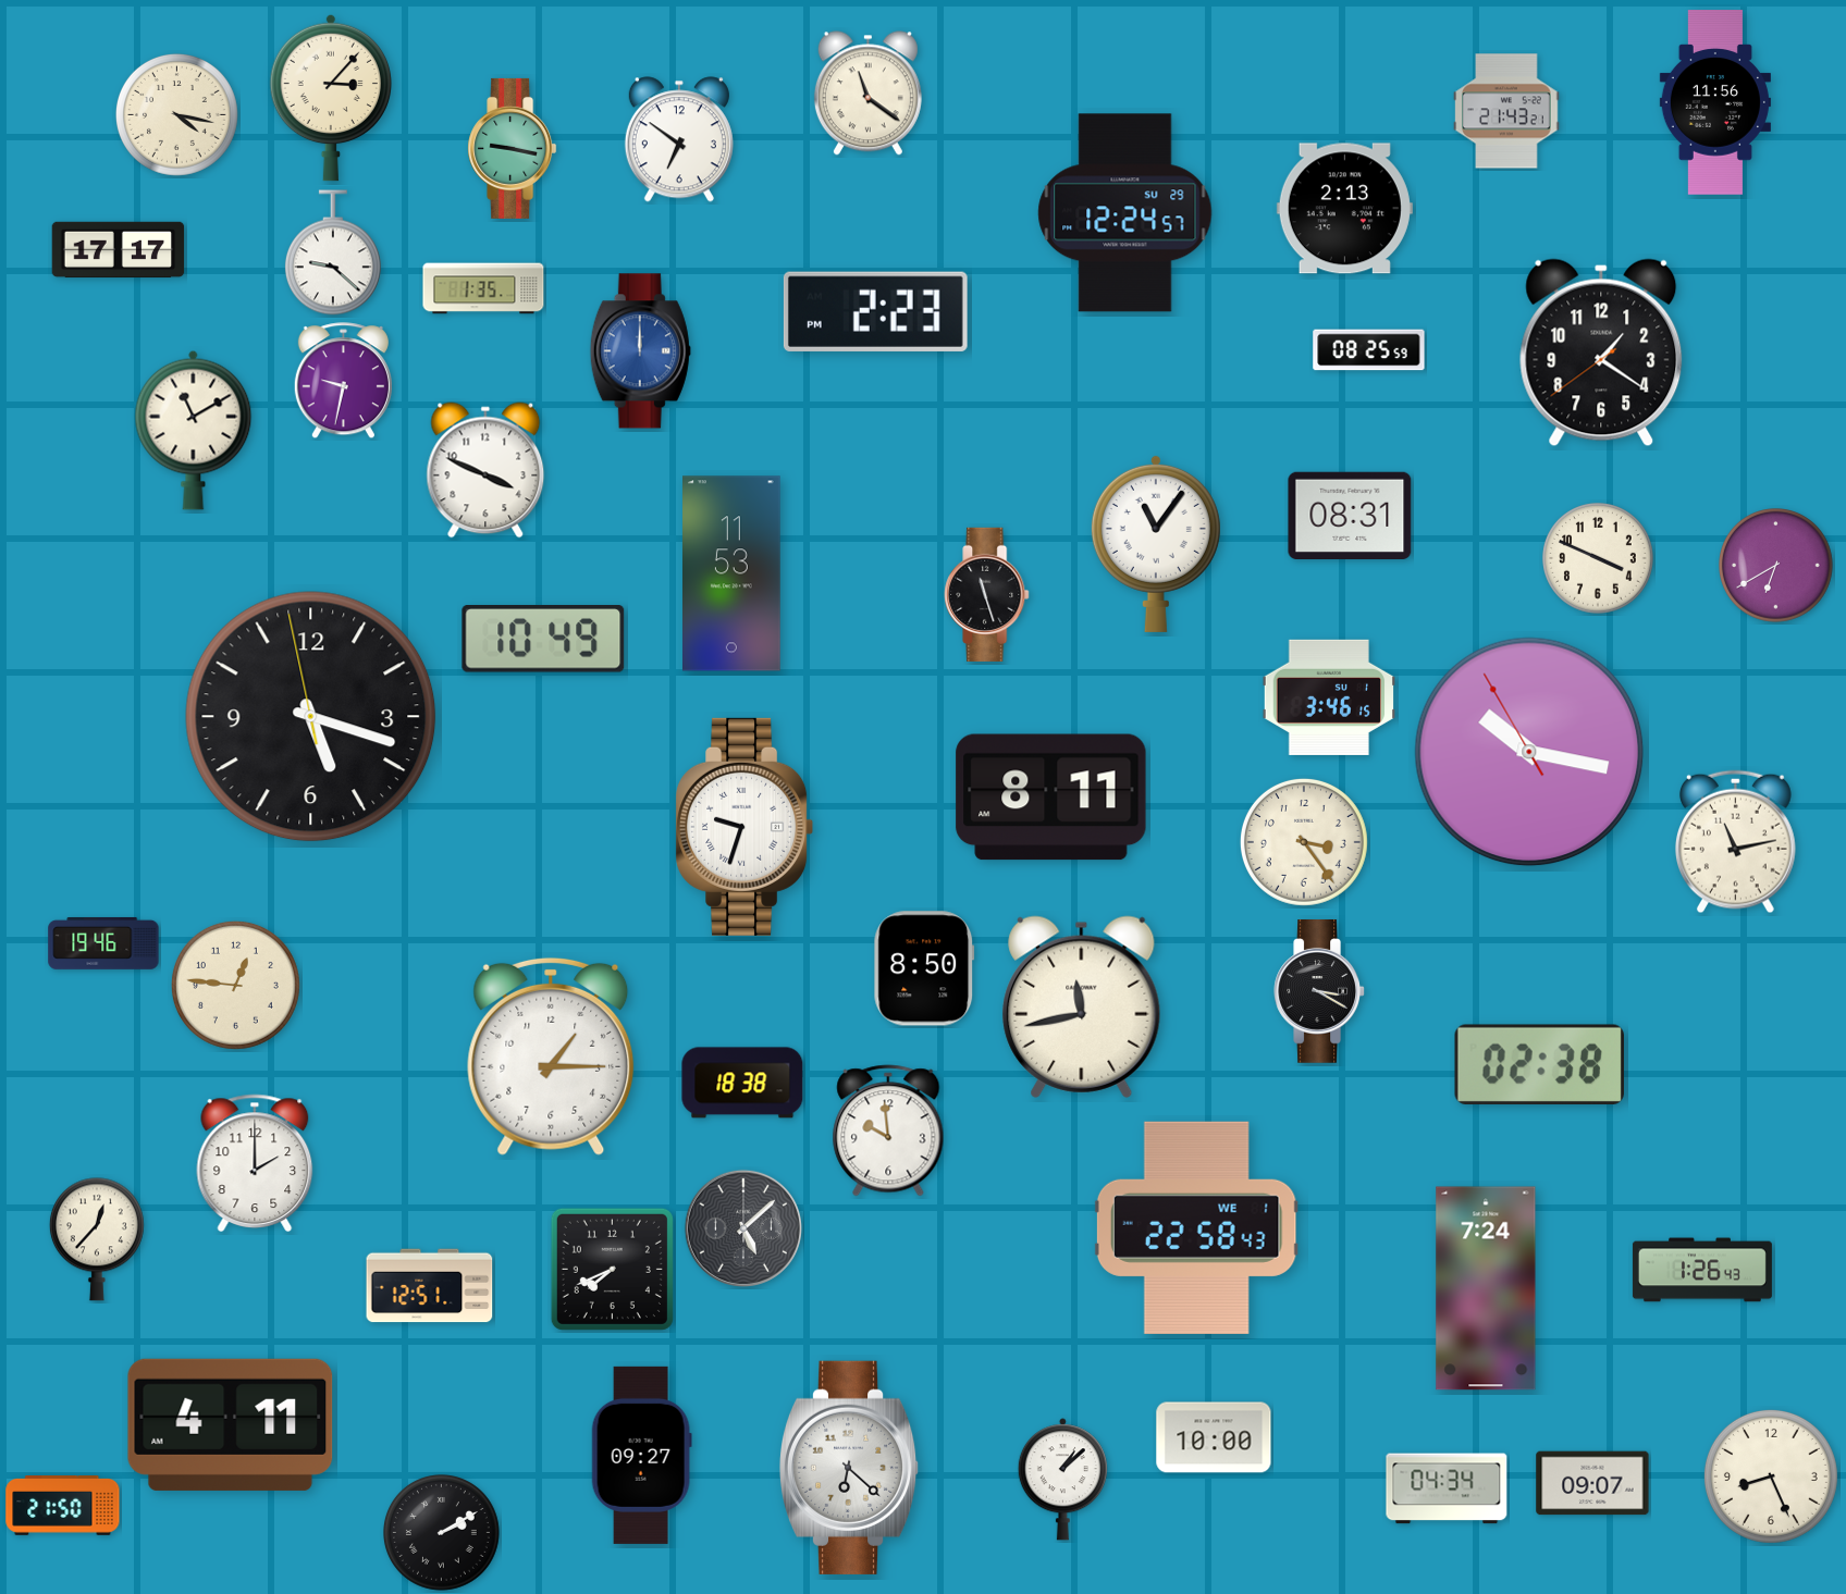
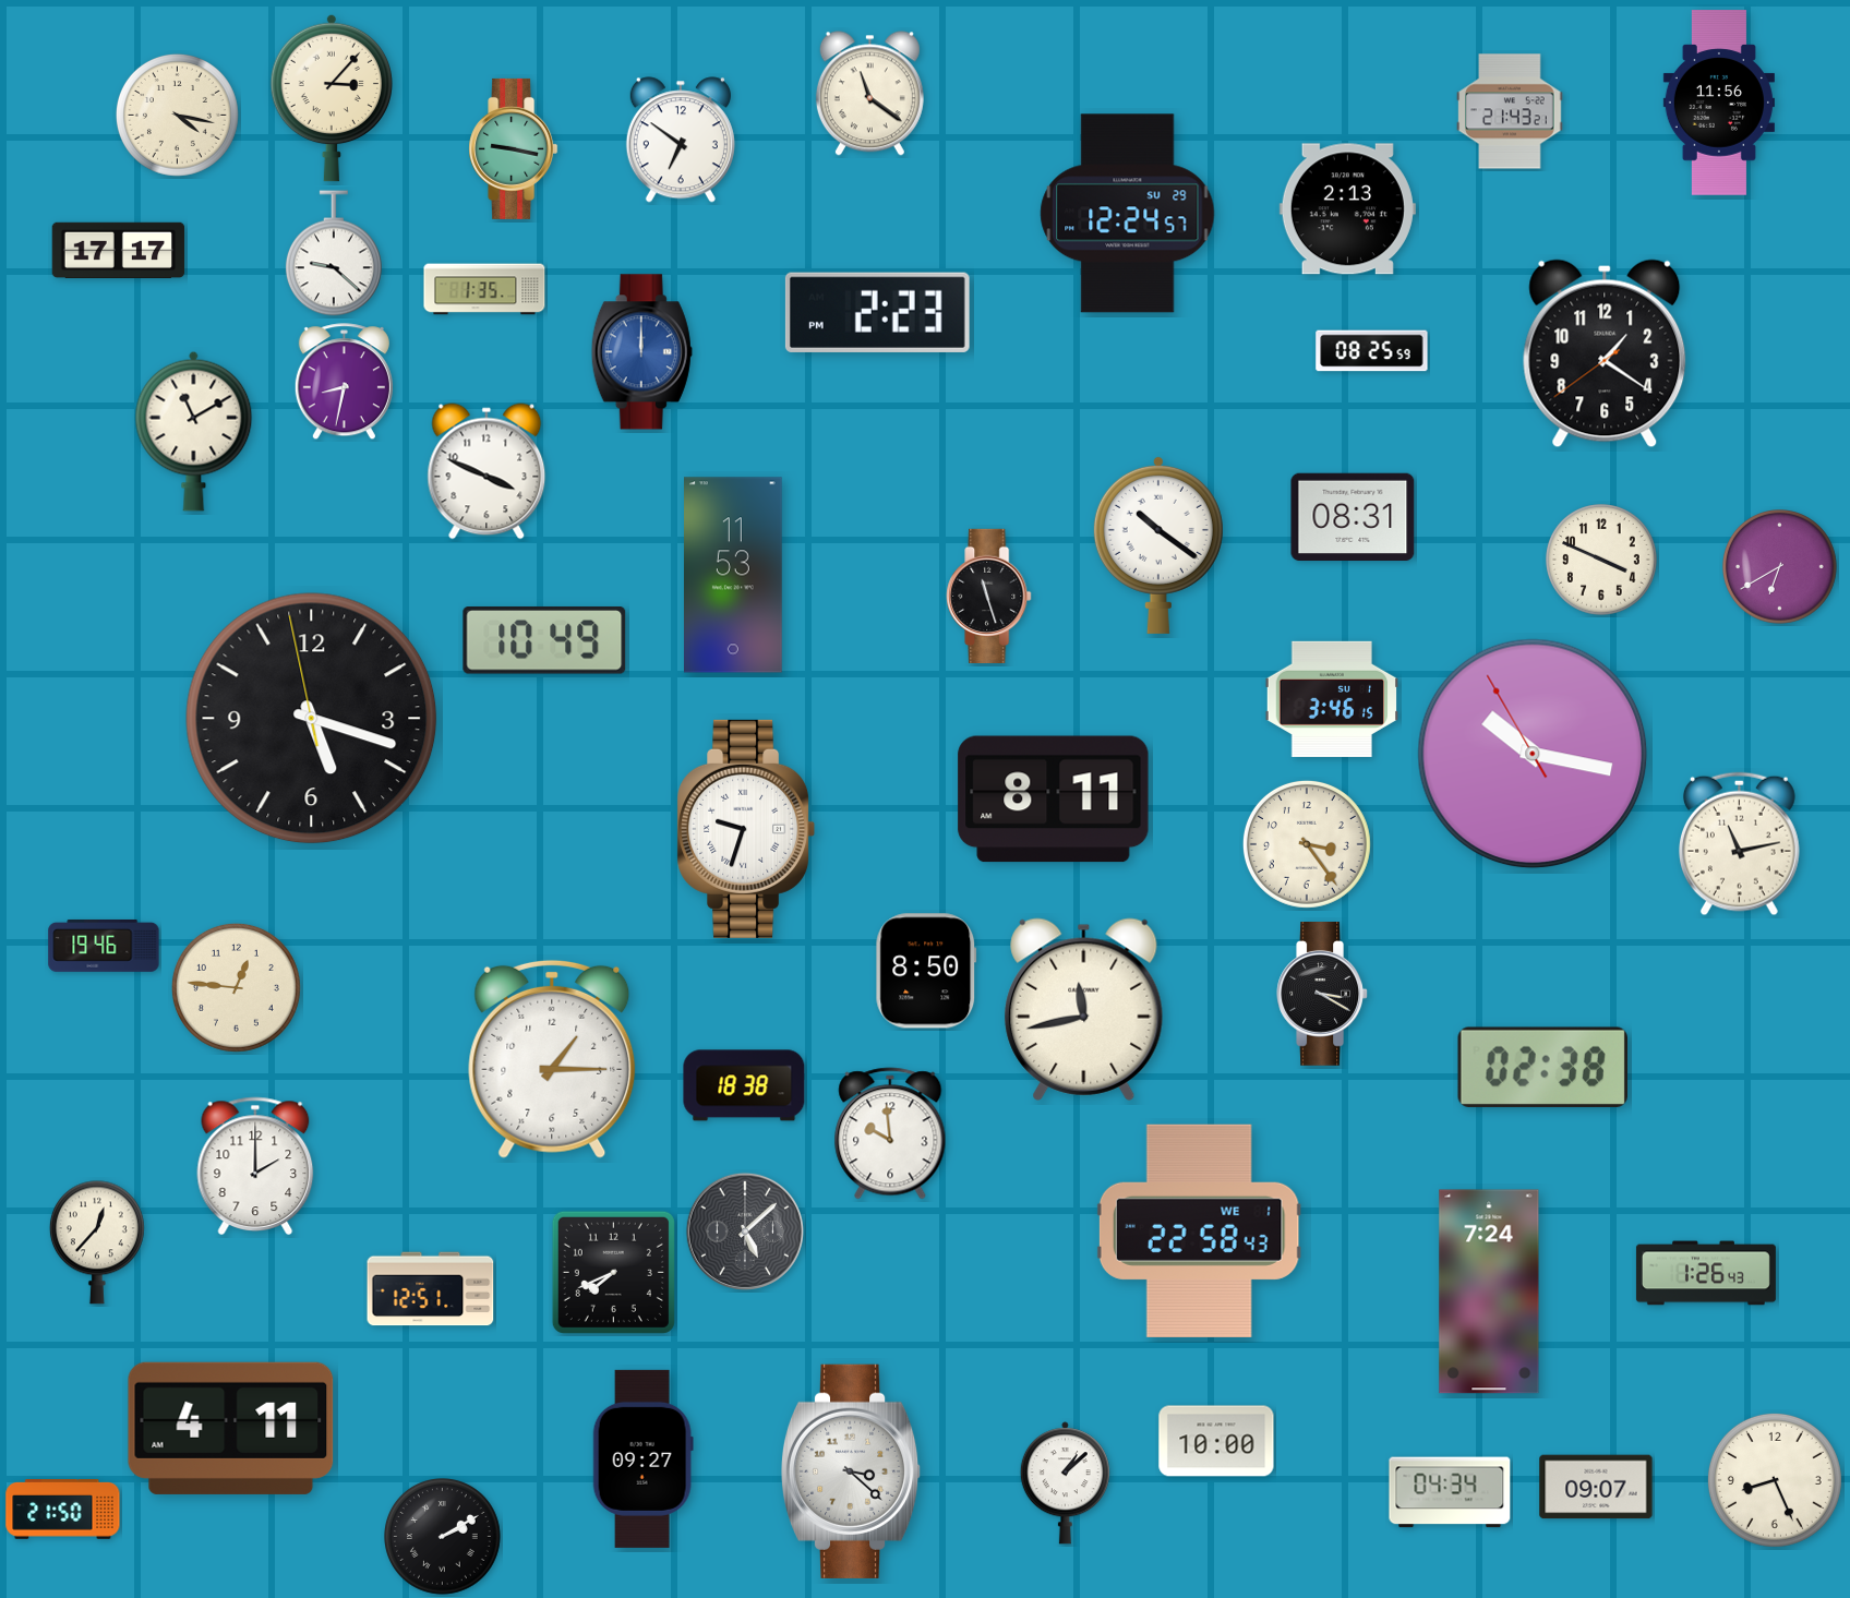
clock at (343, 381): 9:32 -> 8:32
clock at (1156, 543): 11:06 -> 10:21
clock at (849, 1468): 6:22 -> 3:22
